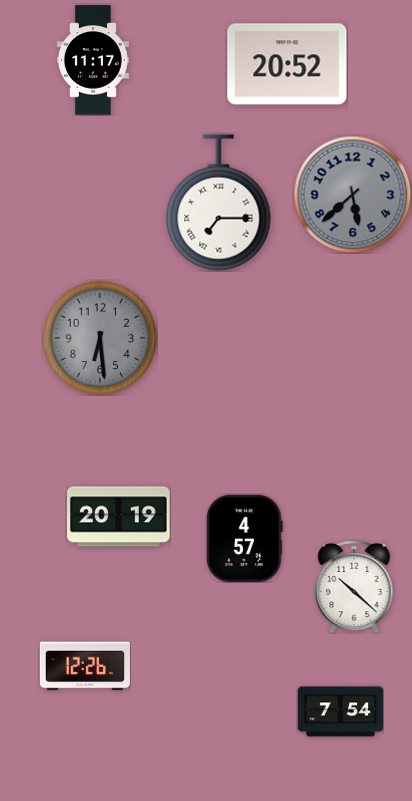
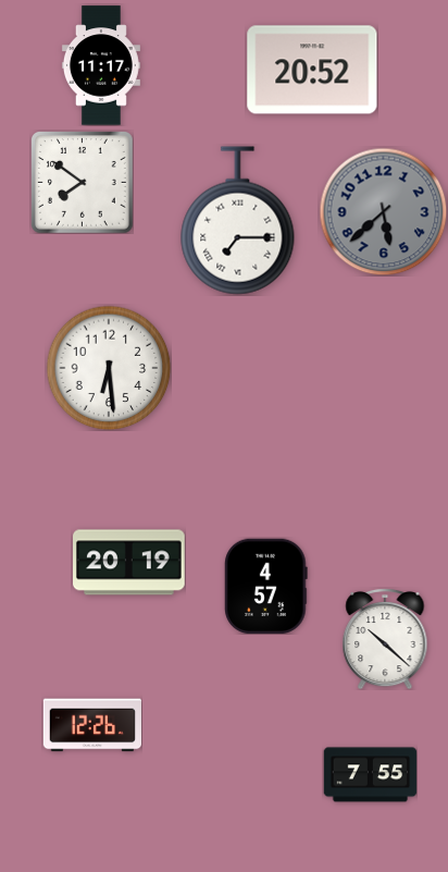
clock at (82, 182): none -> 7:51
clock at (100, 338) dial: grey -> white
clock at (340, 712): 7:54 -> 7:55
